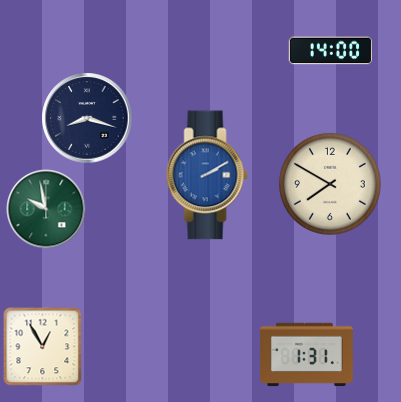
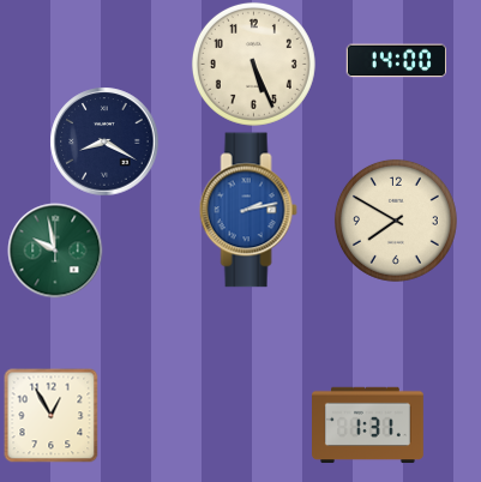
clock at (253, 64): none -> 5:26
clock at (87, 118): 8:18 -> 8:20
clock at (207, 175): 2:10 -> 2:13
